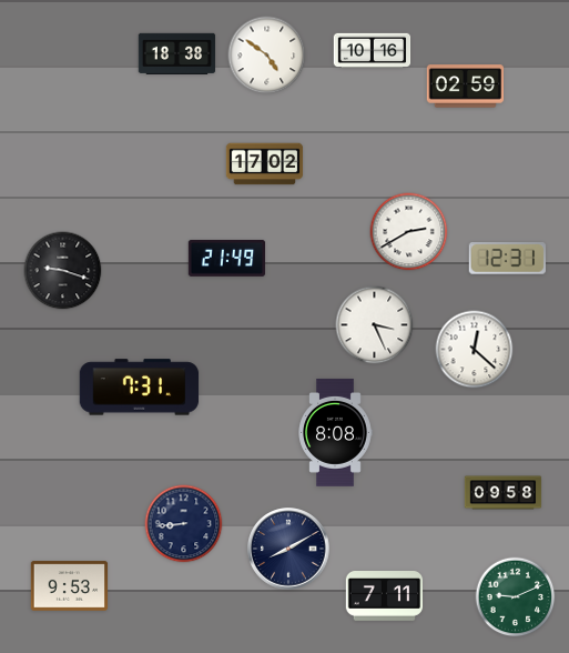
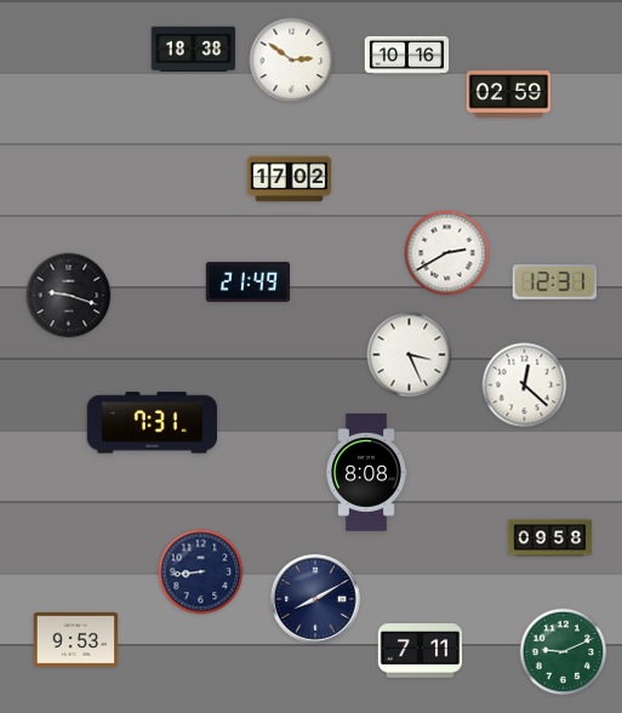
clock at (177, 53) position: (177, 53) -> (194, 49)
clock at (267, 56): 4:51 -> 2:51
clock at (475, 350) position: (475, 350) -> (525, 386)
